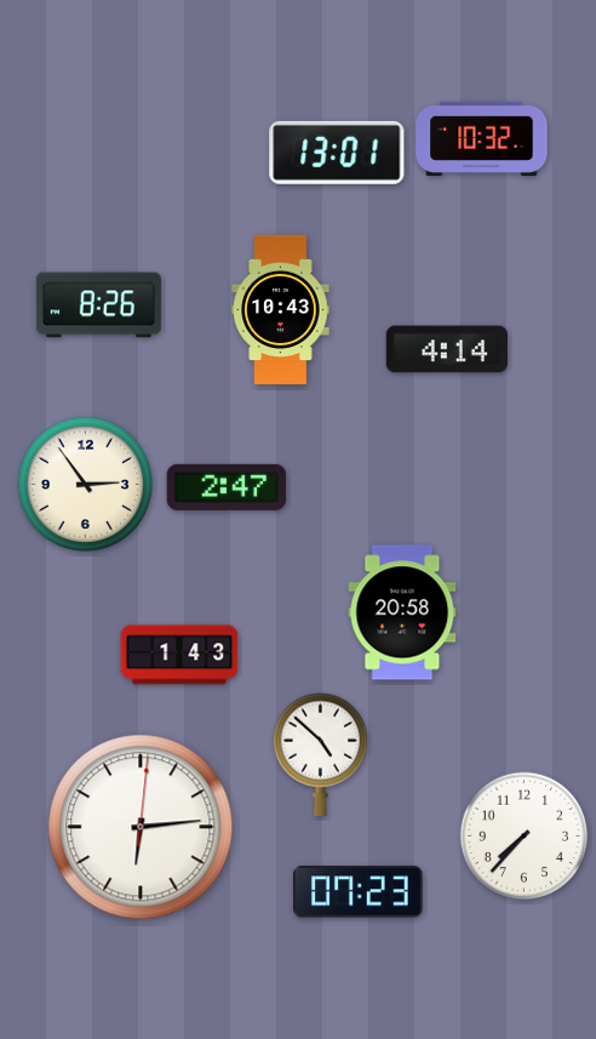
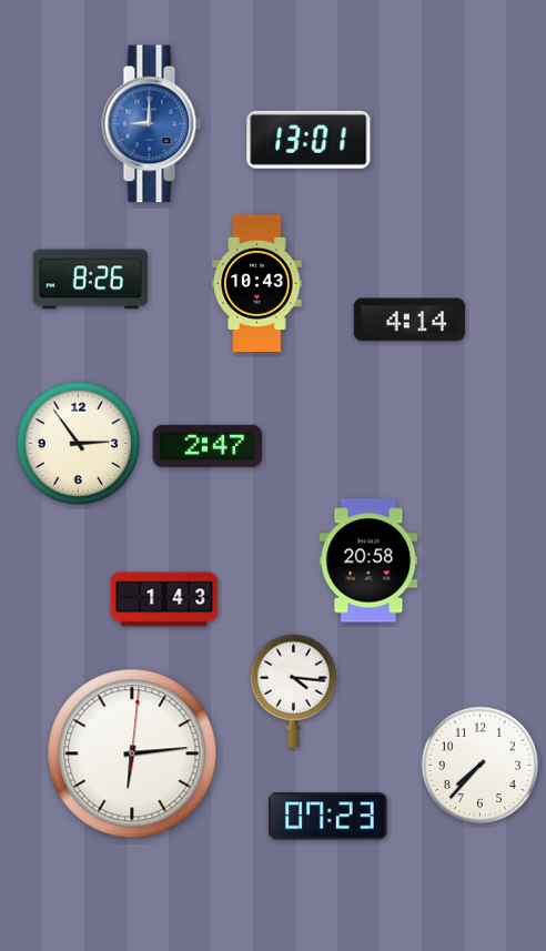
clock at (152, 124): none -> 9:00
clock at (482, 138): 10:32 -> none
clock at (321, 754): 4:52 -> 4:16
clock at (141, 827) position: (141, 827) -> (132, 753)
